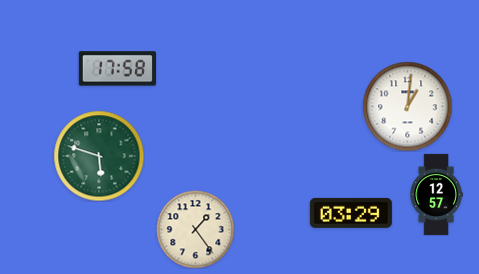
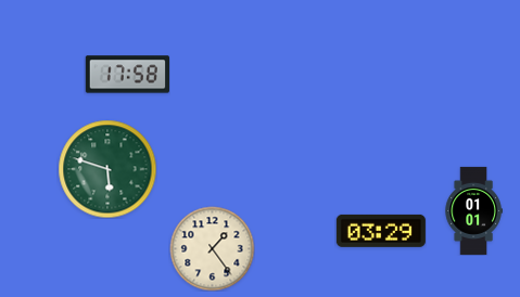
clock at (407, 106): 1:01 -> none
clock at (436, 194): 12:57 -> 01:01
